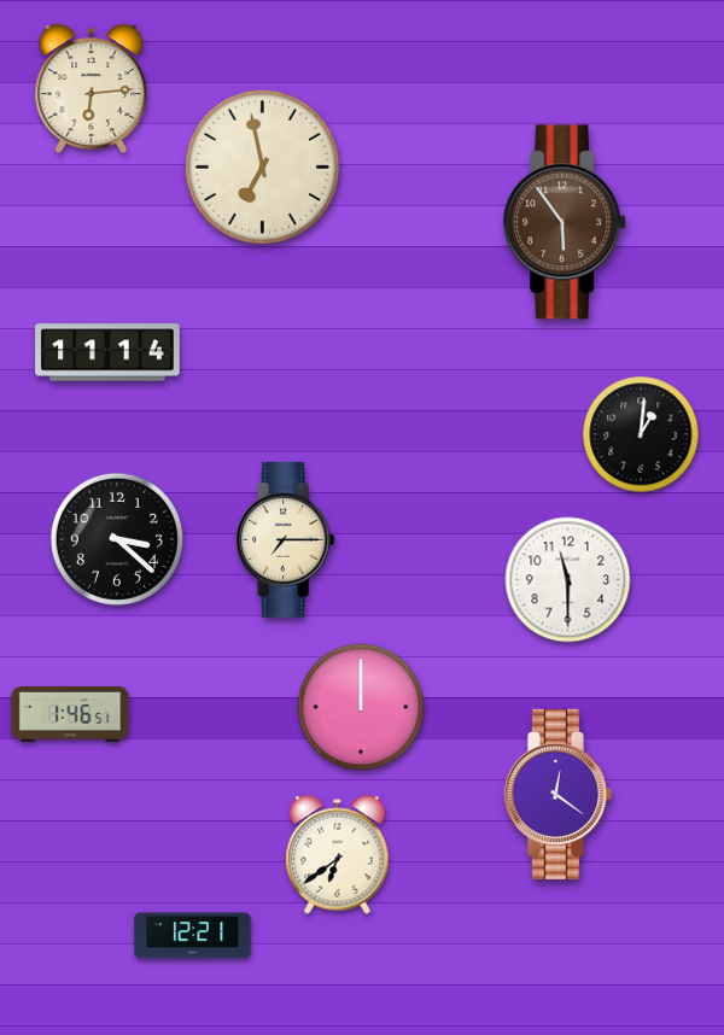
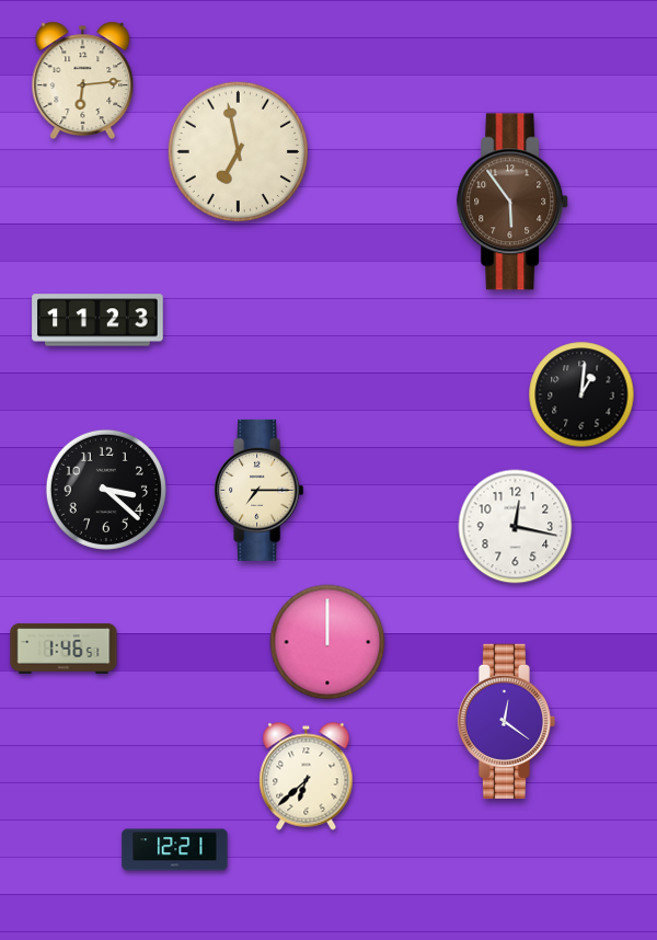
clock at (107, 352): 11:14 -> 11:23
clock at (568, 580): 11:30 -> 12:17
clock at (338, 855): 6:39 -> 6:38
